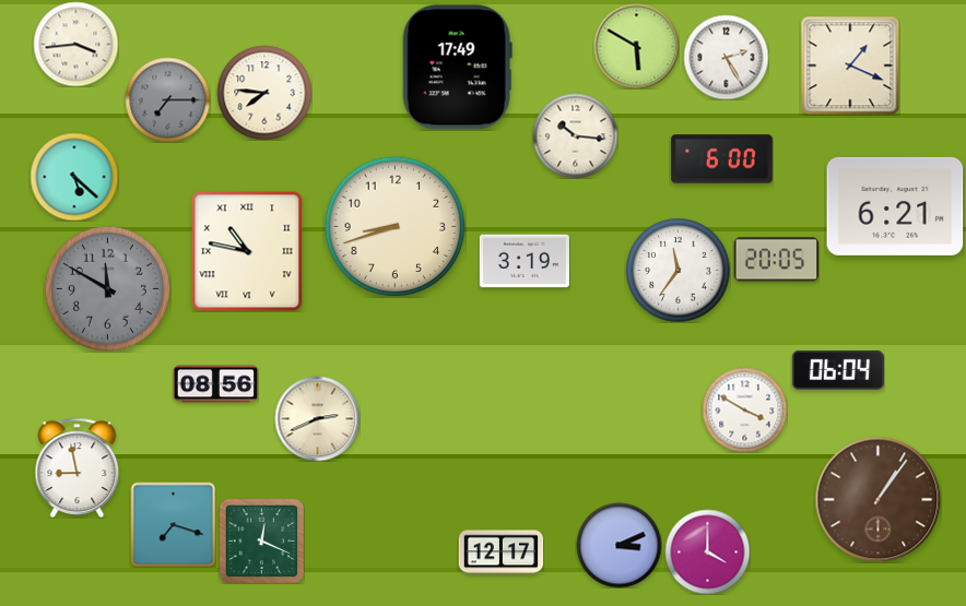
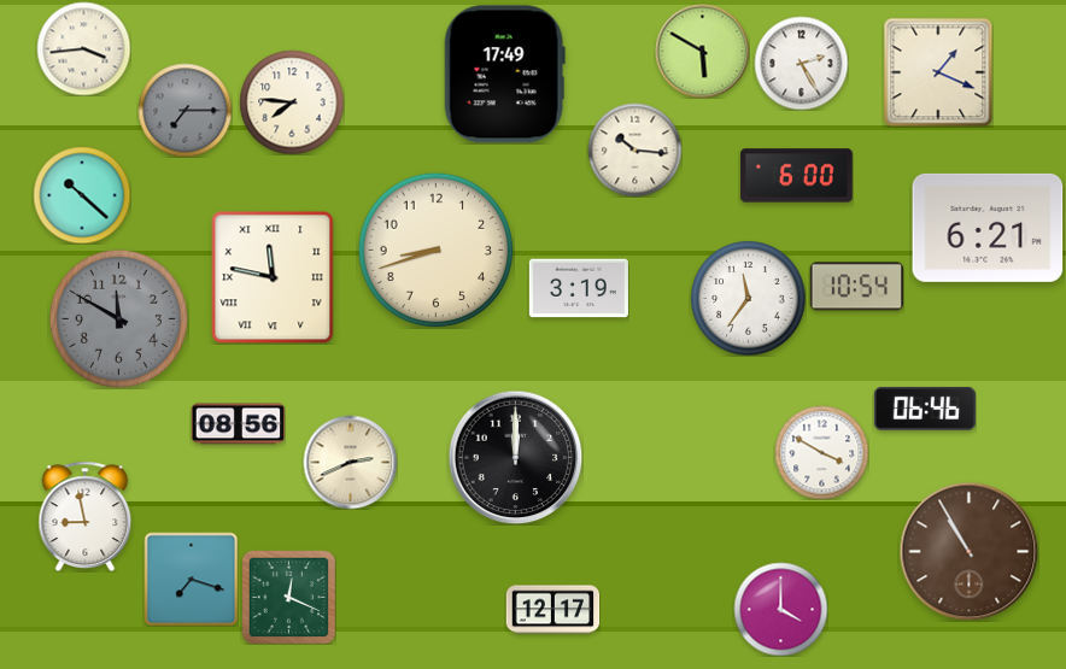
clock at (74, 177): 5:22 -> 10:22
clock at (247, 251): 10:47 -> 11:47
clock at (776, 260): 20:05 -> 10:54
clock at (838, 370): 06:04 -> 06:46
clock at (515, 457): none -> 12:00
clock at (877, 499): 1:06 -> 10:55
clock at (619, 545): 3:11 -> none
